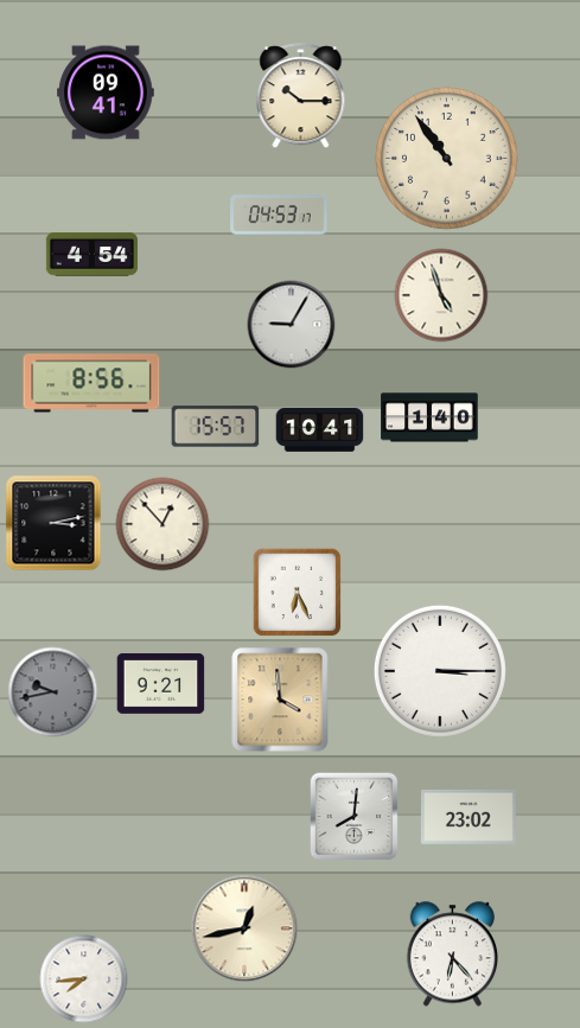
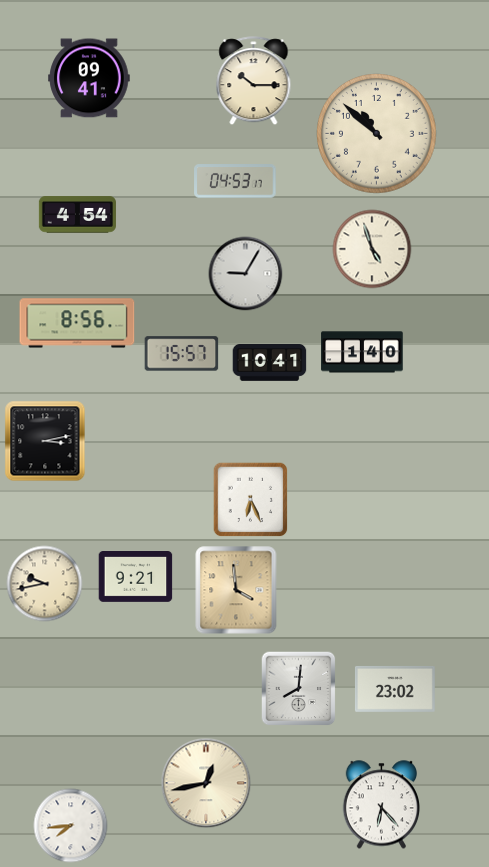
clock at (447, 159): 10:54 -> 10:52
clock at (216, 427) position: (216, 427) -> (182, 354)
clock at (162, 524): 12:53 -> none
clock at (440, 671): 3:15 -> none
clock at (53, 692) dial: grey -> cream
